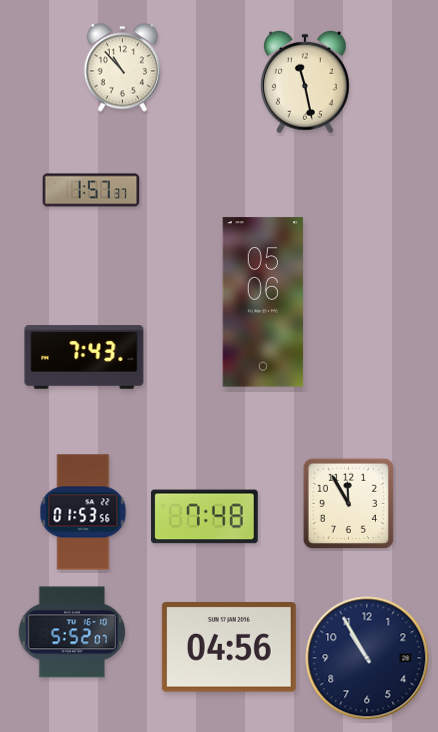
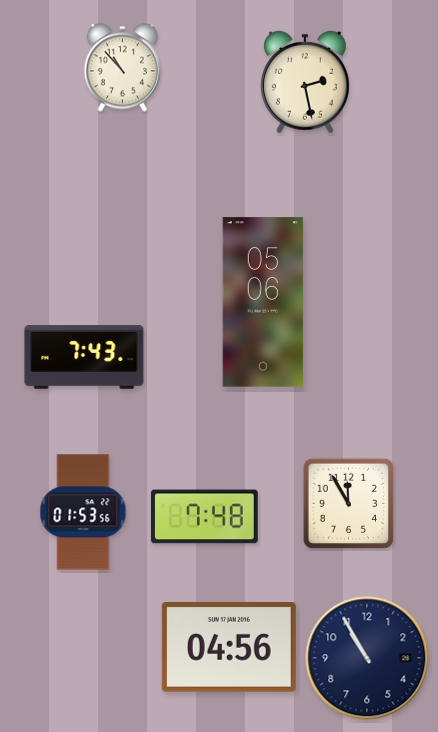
clock at (305, 82): 11:28 -> 2:28
clock at (91, 190): 1:57 -> none
clock at (72, 632): 5:52 -> none
